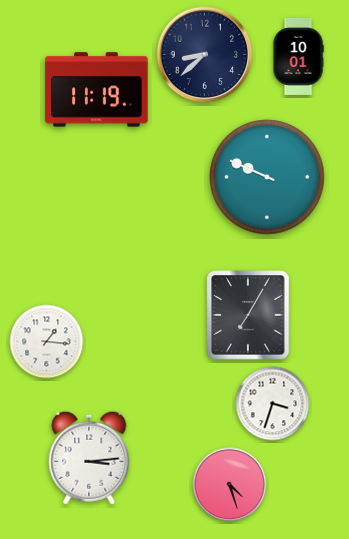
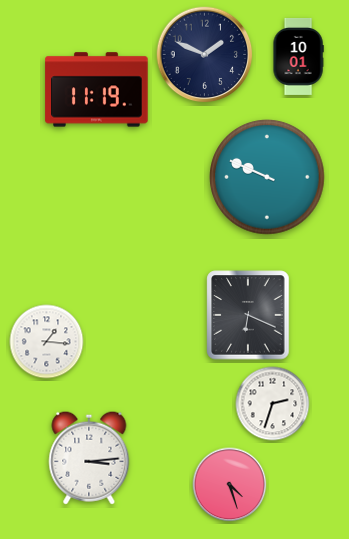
clock at (205, 55): 8:38 -> 1:49
clock at (248, 315): 7:05 -> 6:19
clock at (273, 404): 3:33 -> 2:33
